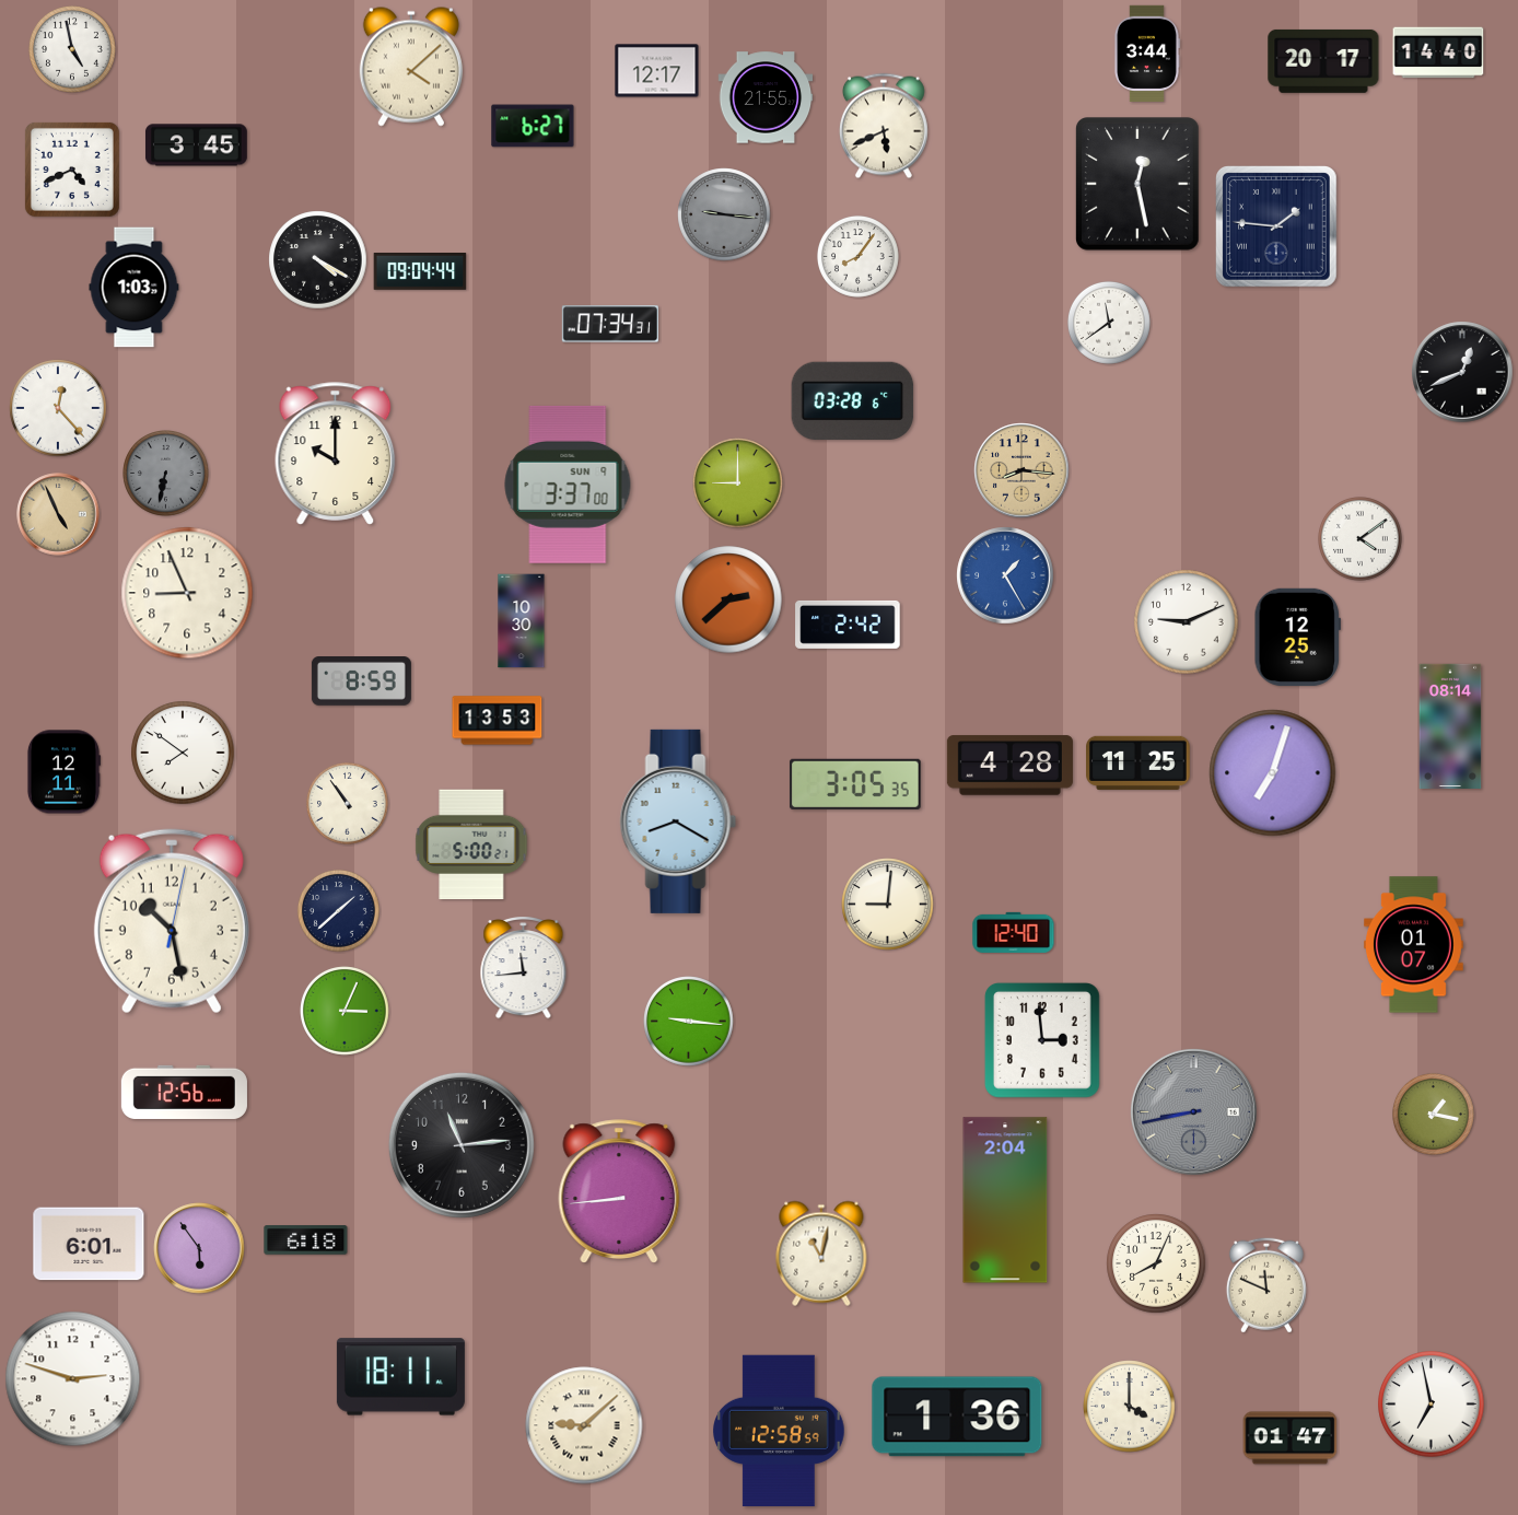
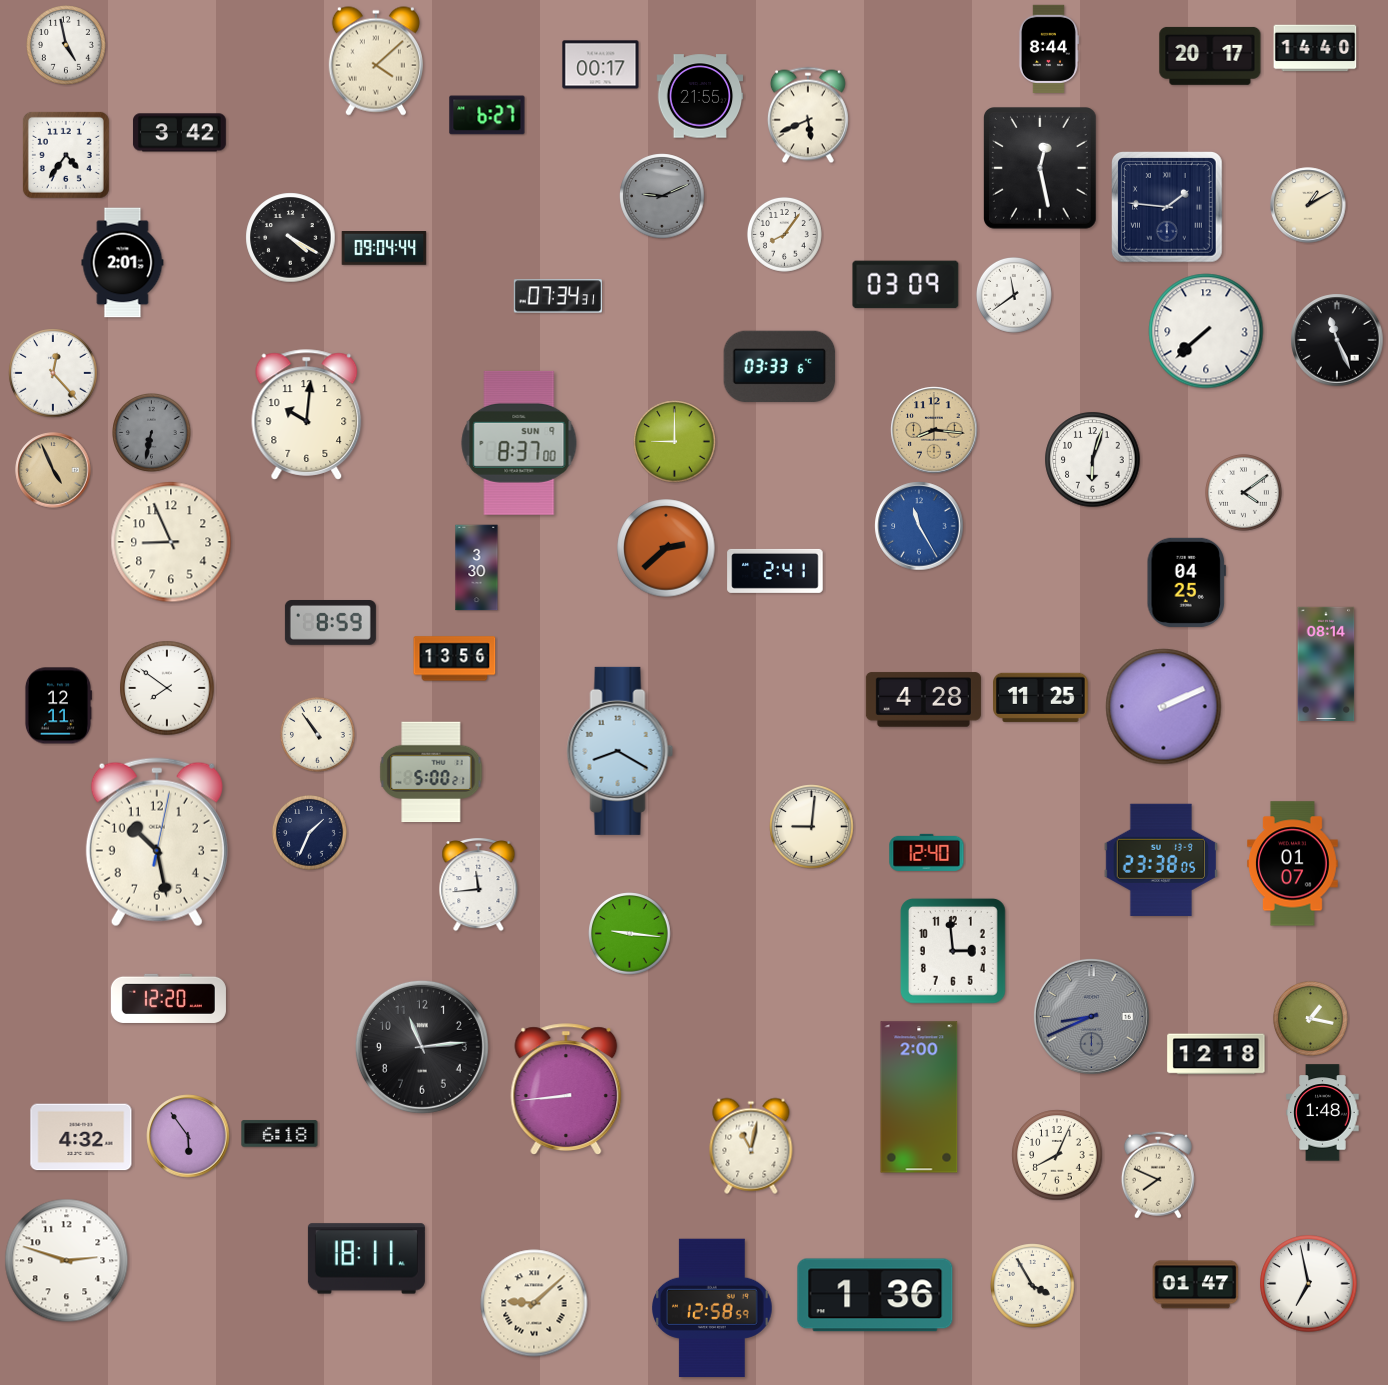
clock at (1146, 53): 3:44 -> 8:44
clock at (657, 71): 12:17 -> 00:17
clock at (766, 97) position: (766, 97) -> (700, 96)
clock at (196, 145): 3:45 -> 3:42
clock at (72, 170): 4:41 -> 4:36
clock at (724, 214): 9:16 -> 9:11
clock at (1308, 205): none -> 1:10
clock at (135, 288): 1:03 -> 2:01
clock at (906, 285): none -> 03:09
clock at (1206, 331): none -> 7:38
clock at (1462, 372): 12:41 -> 11:26
clock at (853, 400): 03:28 -> 03:33
clock at (336, 454): 10:00 -> 10:01
clock at (568, 485): 3:37 -> 8:37
clock at (1093, 460): none -> 6:03
clock at (1005, 575): 1:25 -> 11:25
clock at (522, 621): 10:30 -> 3:30
clock at (1187, 622): 9:11 -> none
clock at (848, 625): 2:42 -> 2:41
clock at (1297, 637): 12:25 -> 04:25
clock at (498, 721): 13:53 -> 13:56
clock at (1273, 773): 7:03 -> 2:11
clock at (855, 784): 3:05 -> none
clock at (338, 910): 1:38 -> 1:34
clock at (1161, 860): none -> 23:38
clock at (345, 1011): 3:04 -> none
clock at (184, 1092): 12:56 -> 12:20
clock at (1193, 1111): 8:43 -> 8:41
clock at (1216, 1054): none -> 12:18
clock at (1005, 1200): 2:04 -> 2:00
clock at (1323, 1113): none -> 1:48
clock at (89, 1244): 6:01 -> 4:32
clock at (199, 1248) position: (199, 1248) -> (188, 1136)
clock at (1266, 1285): 11:49 -> 7:49
clock at (1130, 1407): 4:00 -> 3:55
clock at (1291, 1438) position: (1291, 1438) -> (1196, 1285)
